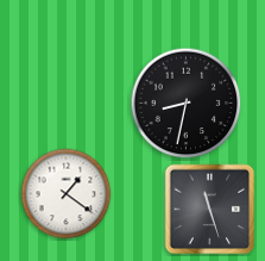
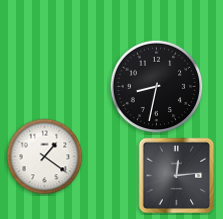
clock at (67, 194) position: (67, 194) -> (45, 157)
clock at (210, 210): 11:27 -> 12:14
